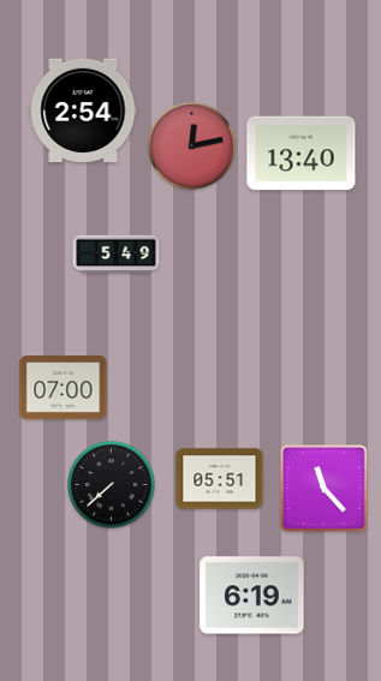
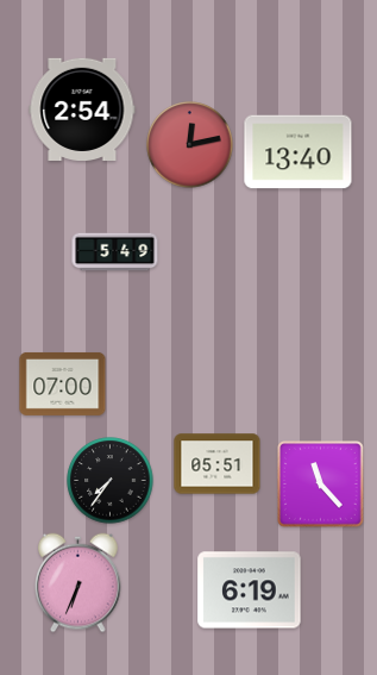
clock at (220, 479) position: (220, 479) -> (218, 464)
clock at (112, 485): 7:38 -> 7:36
clock at (78, 583): none -> 6:34
